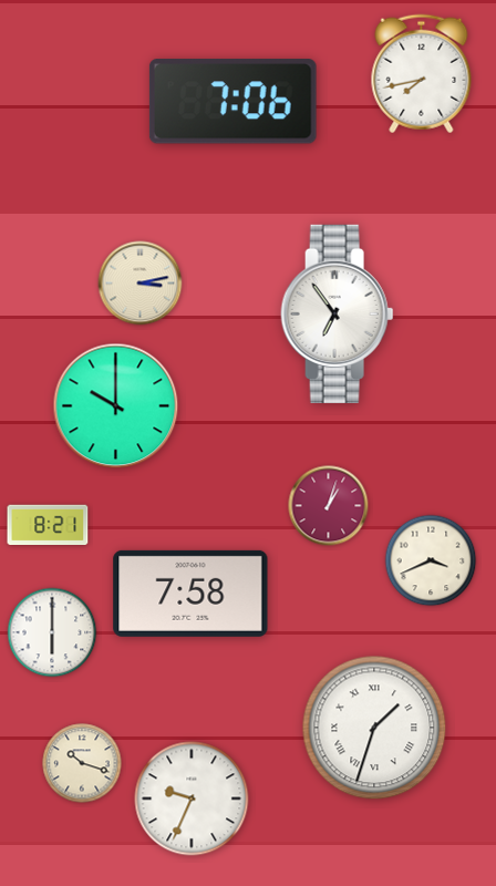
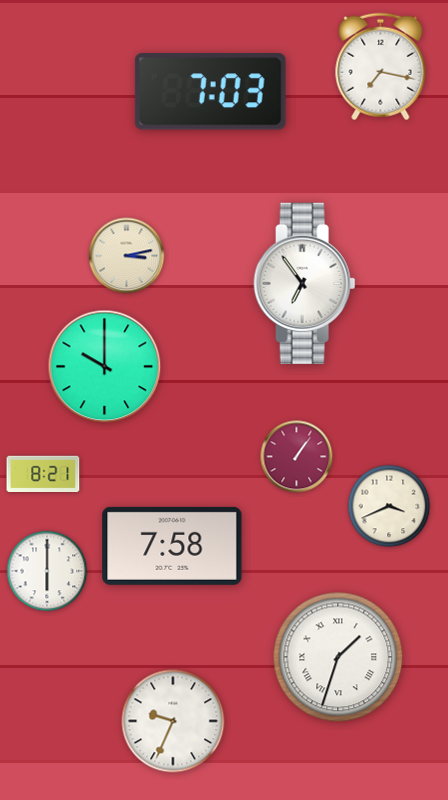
clock at (422, 74): 7:43 -> 7:17
clock at (232, 102): 7:06 -> 7:03
clock at (329, 506): 1:03 -> 1:06
clock at (190, 594) position: (190, 594) -> (172, 546)
clock at (82, 763): 10:18 -> none
